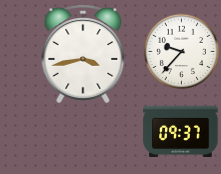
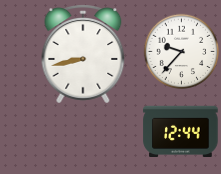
clock at (83, 54): 3:43 -> 8:43
clock at (181, 131): 09:37 -> 12:44
